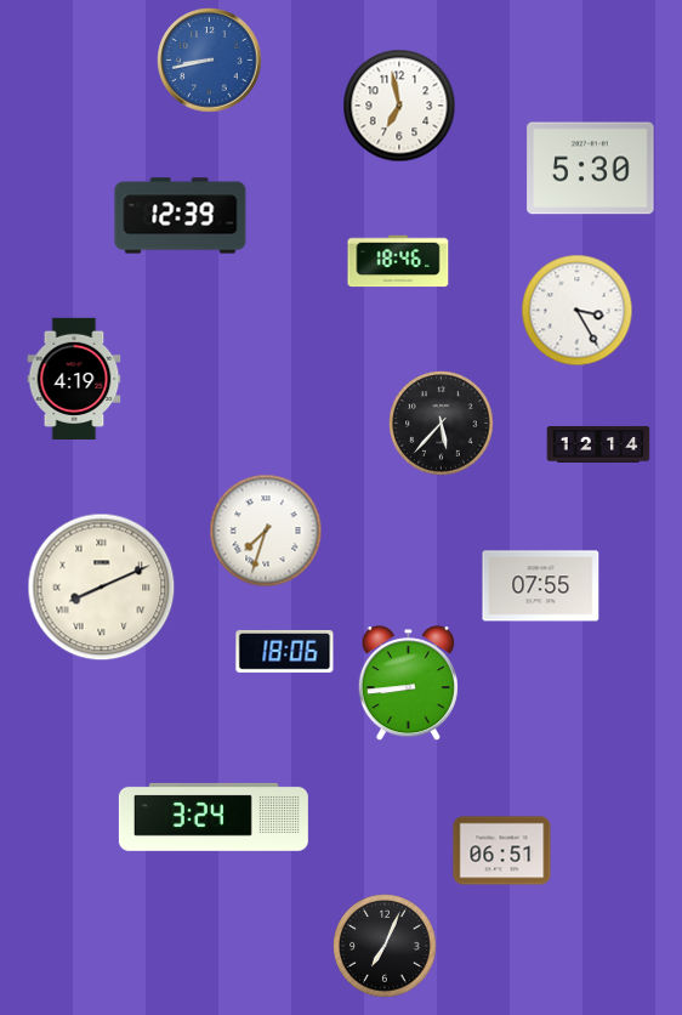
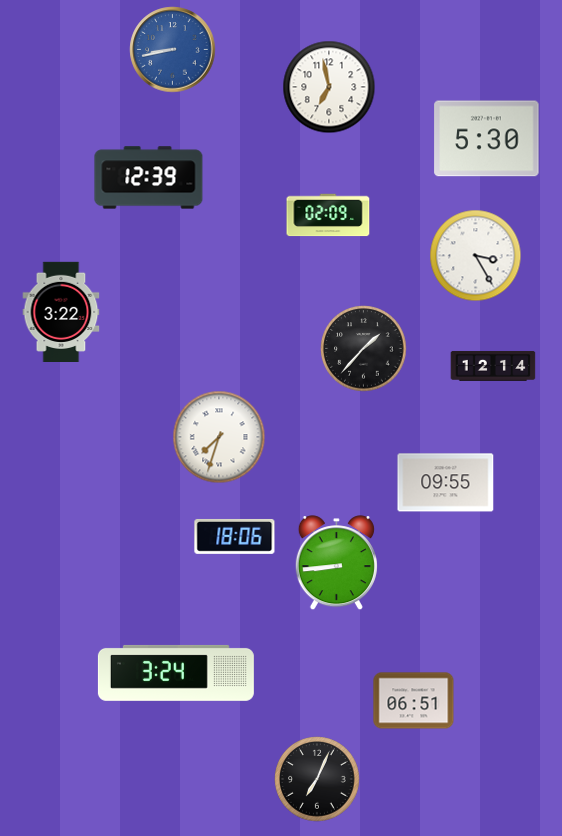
clock at (398, 261): 18:46 -> 02:09
clock at (74, 378): 4:19 -> 3:22
clock at (442, 424): 5:37 -> 1:37
clock at (541, 586): 07:55 -> 09:55
clock at (102, 588): 8:11 -> none
